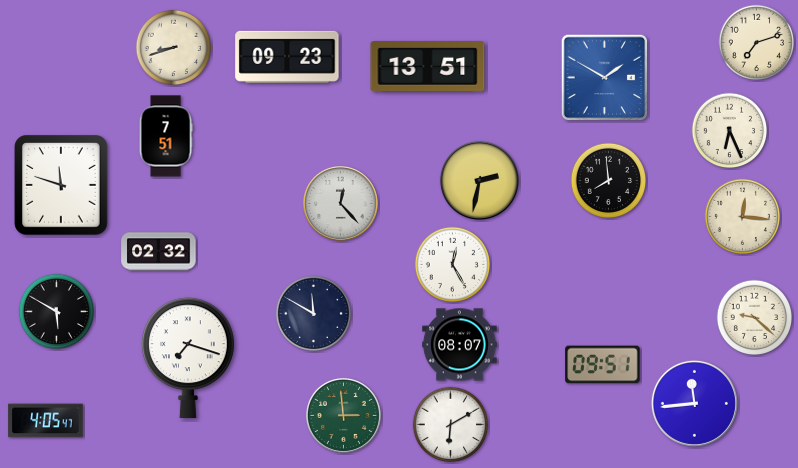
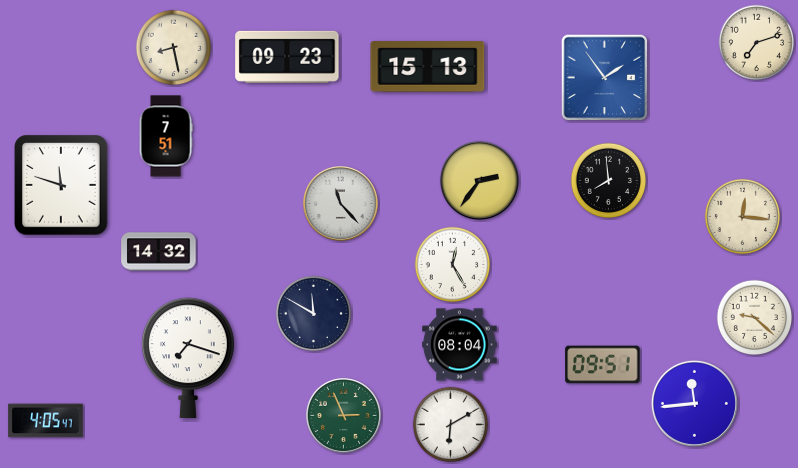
clock at (174, 48): 8:42 -> 8:28
clock at (428, 67): 13:51 -> 15:13
clock at (605, 78): 1:50 -> 1:54
clock at (730, 131): 6:26 -> none
clock at (479, 180): 2:32 -> 2:36
clock at (340, 203): 12:23 -> 11:23
clock at (159, 252): 02:32 -> 14:32
clock at (57, 312): 5:50 -> none
clock at (460, 345): 08:07 -> 08:04
clock at (343, 415): 2:59 -> 2:56
